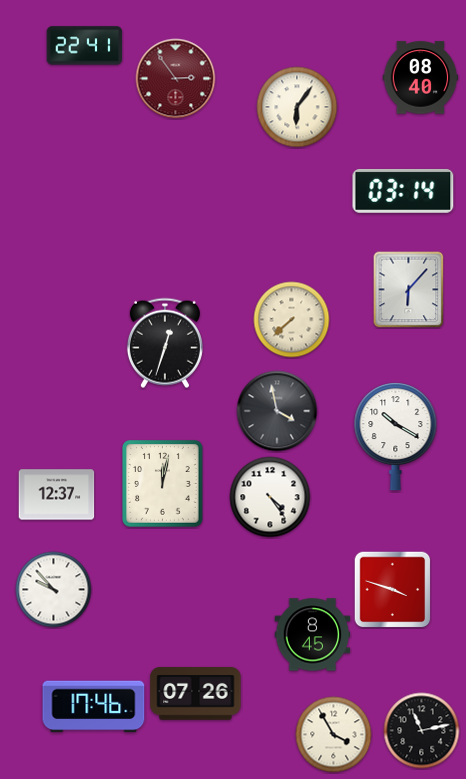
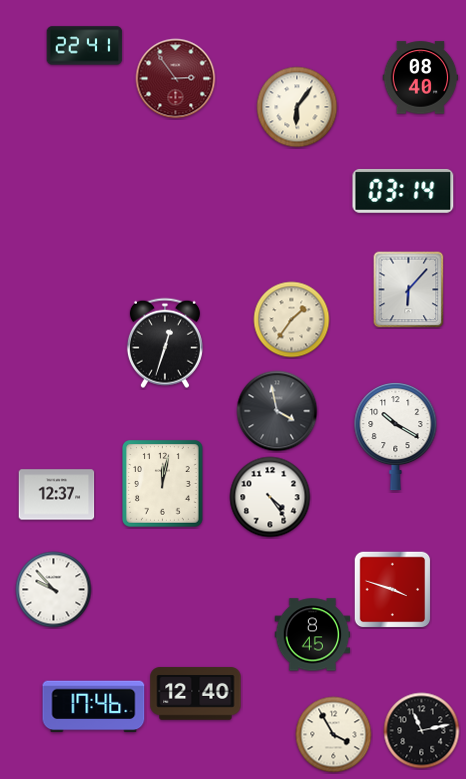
clock at (292, 320): 7:38 -> 1:36
clock at (196, 694): 07:26 -> 12:40
